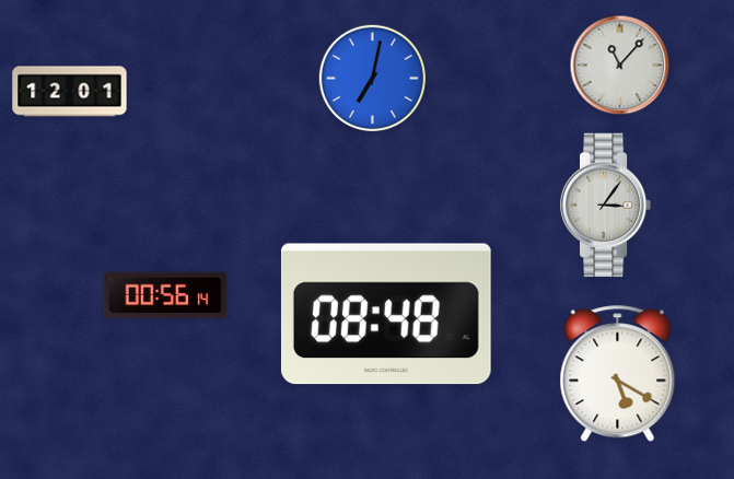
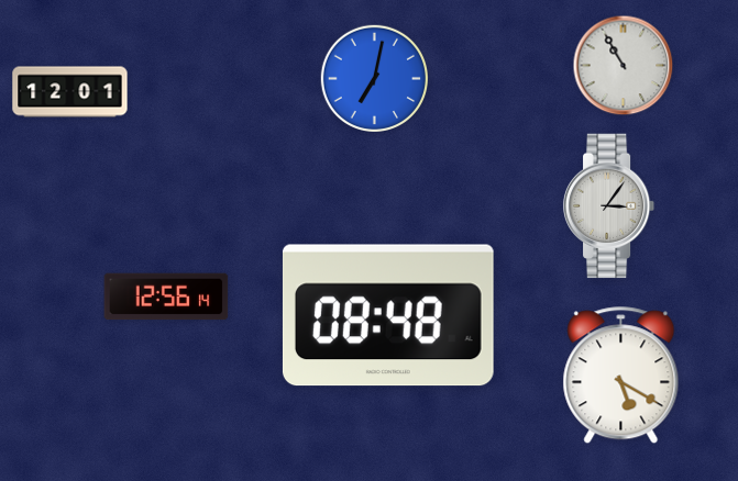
clock at (620, 66): 11:07 -> 10:55
clock at (165, 295): 00:56 -> 12:56
